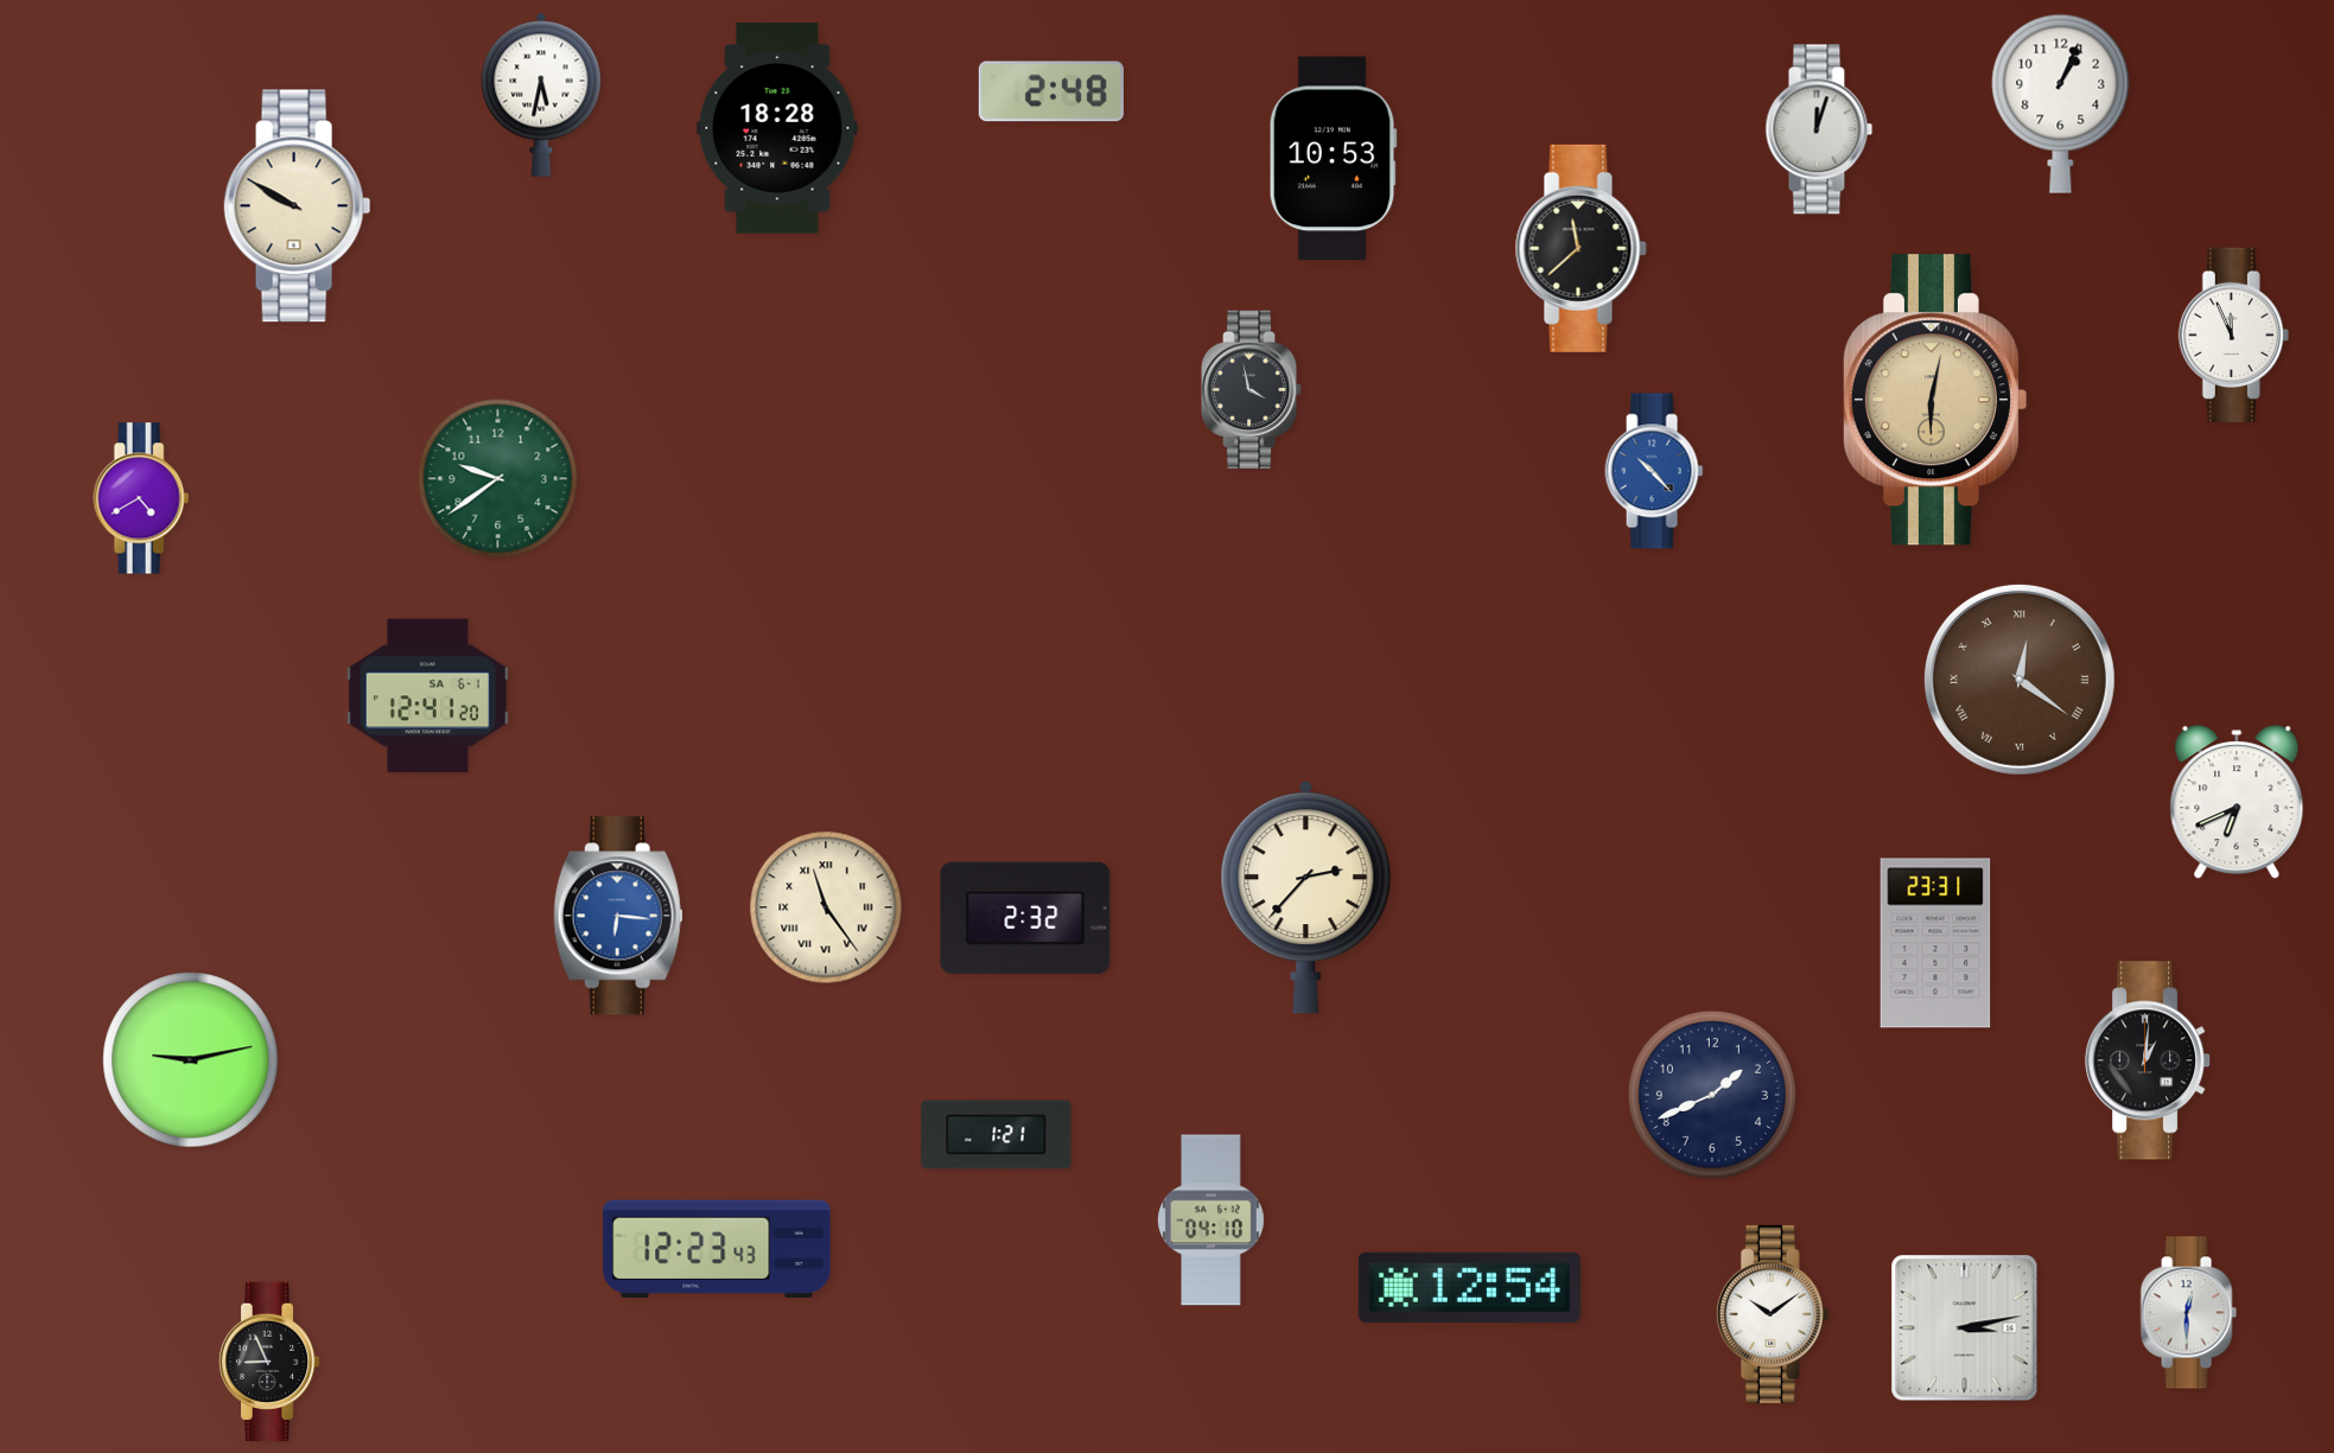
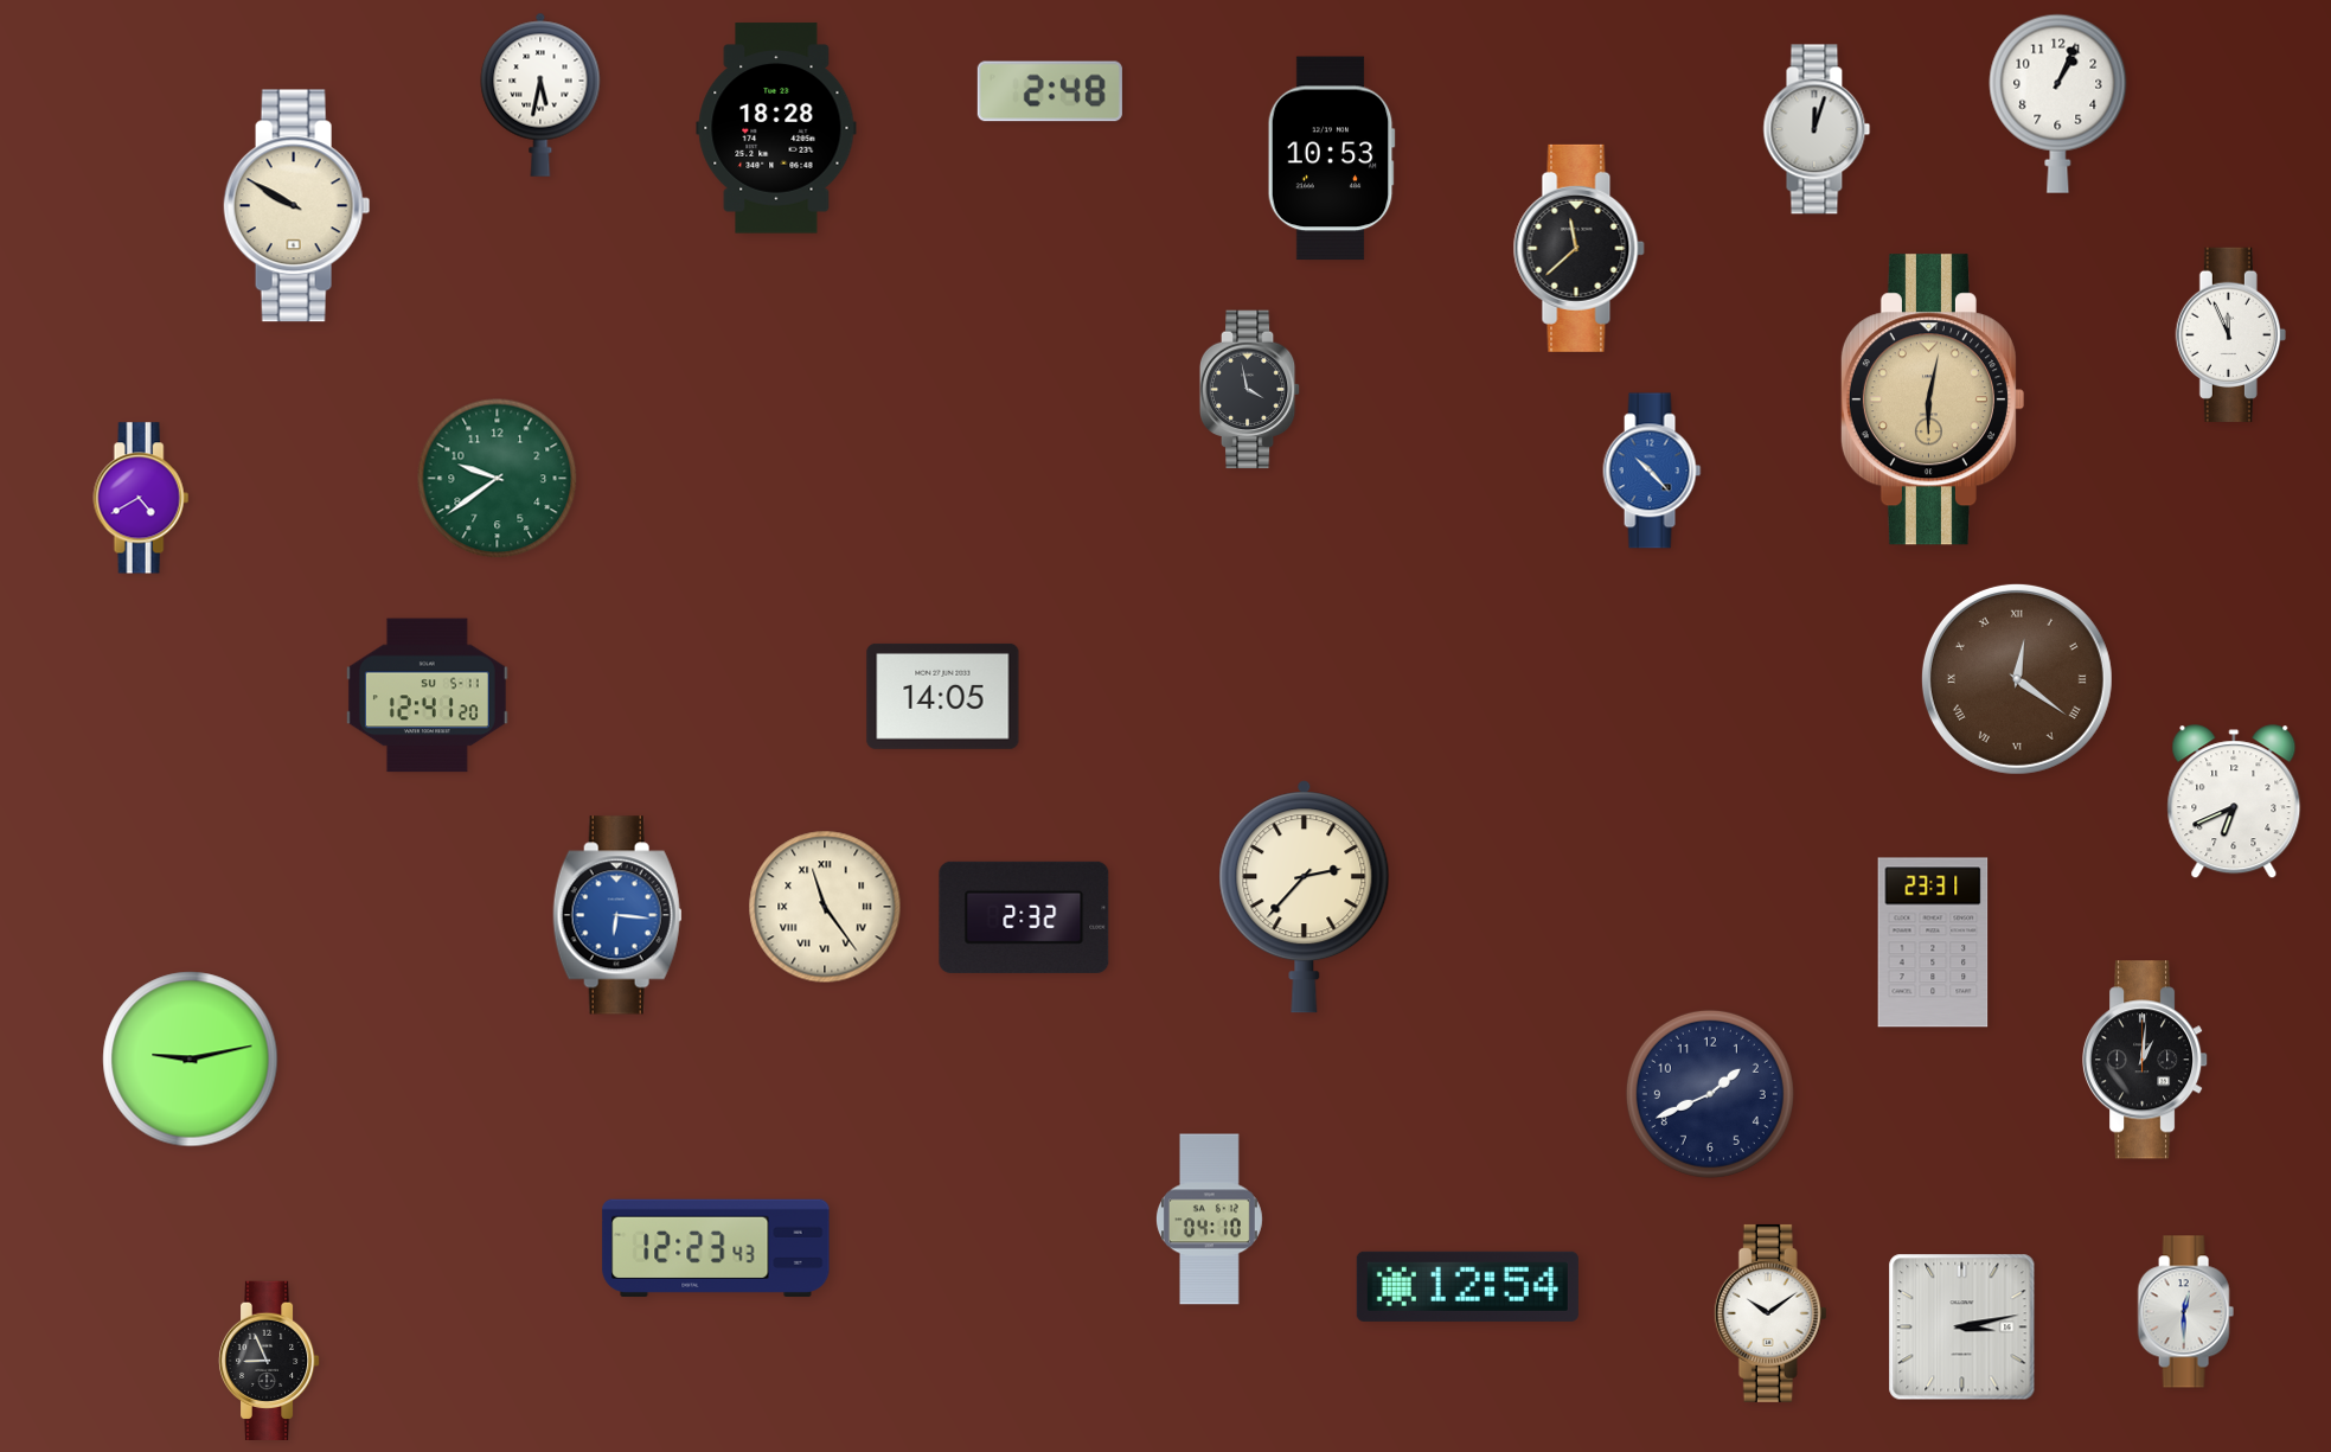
clock at (427, 696) date: SA 6-1 -> SU 5-11
clock at (943, 696): none -> 14:05
clock at (997, 1135): 1:21 -> none
